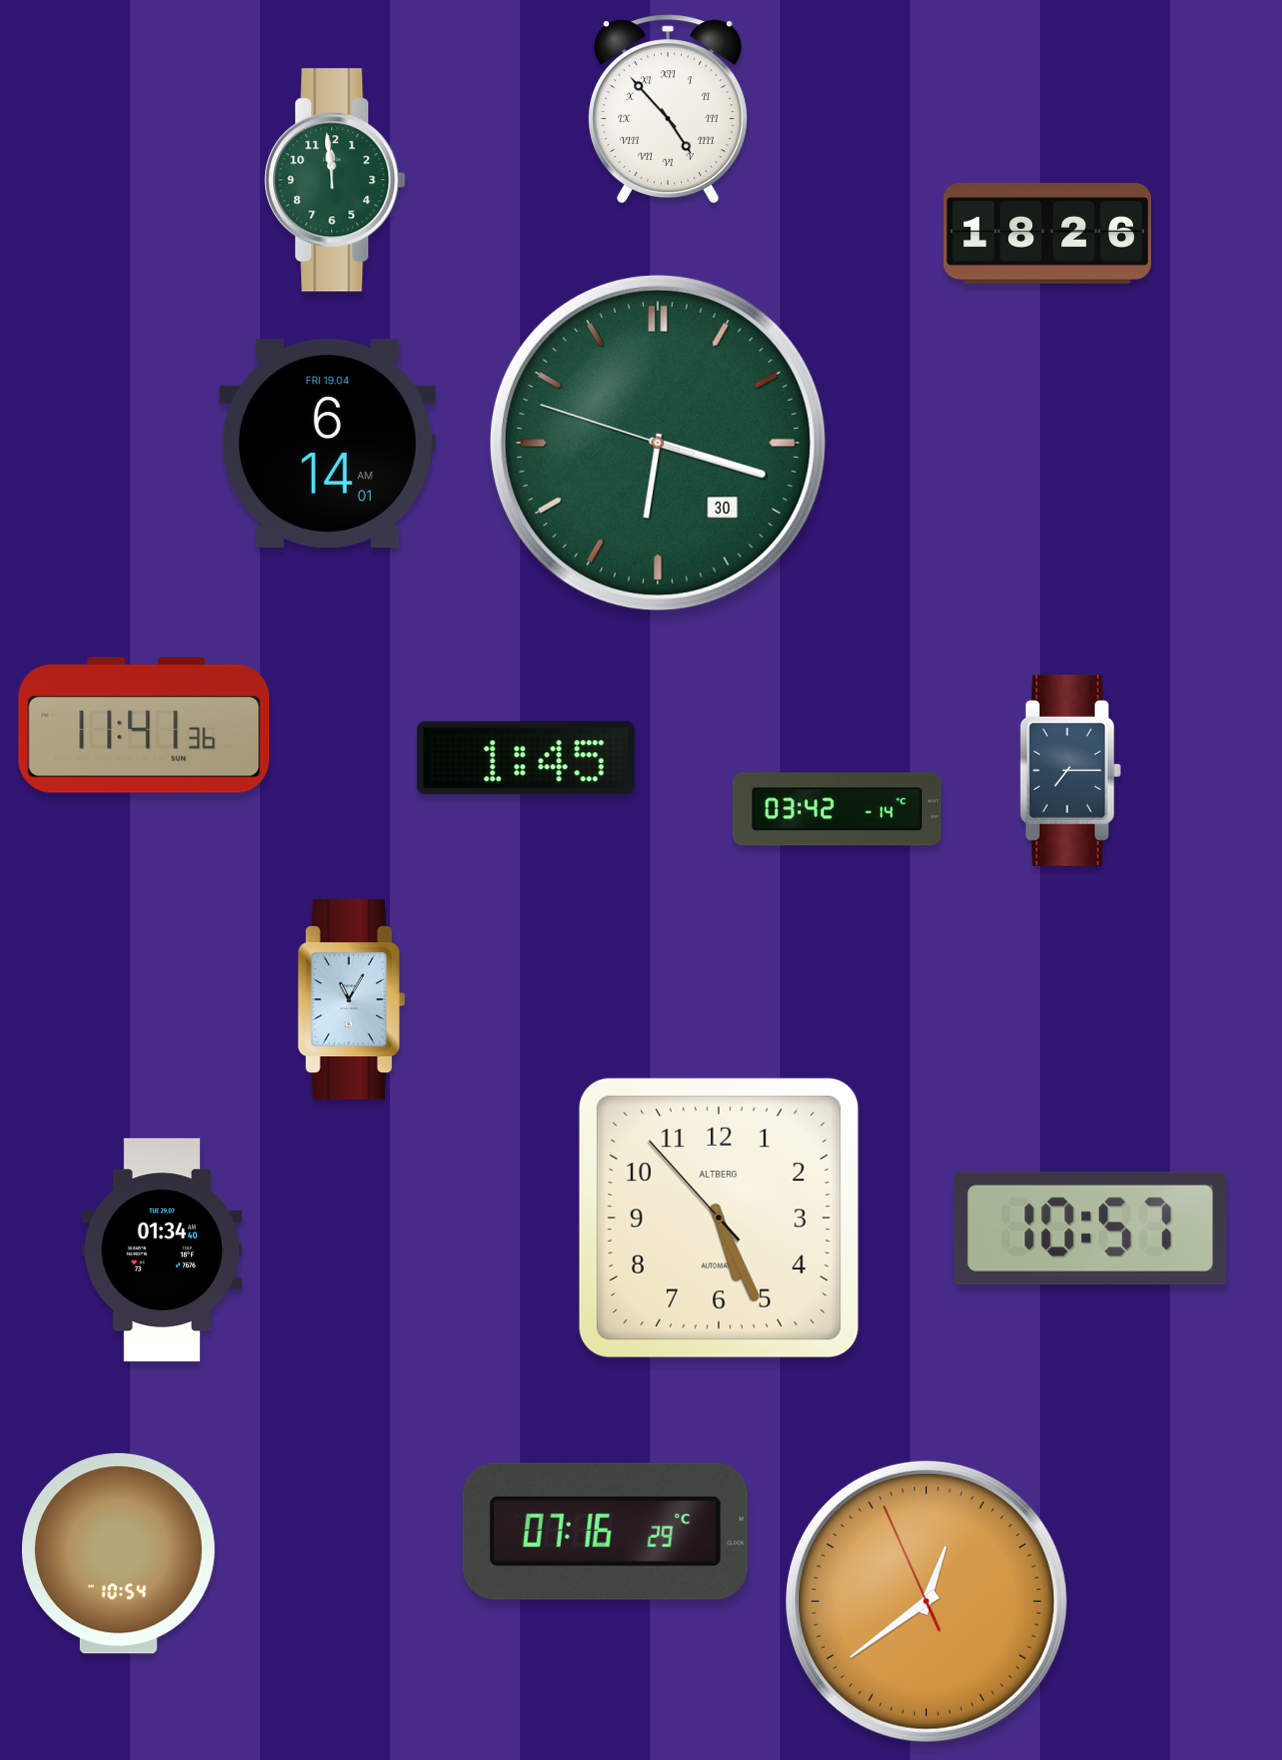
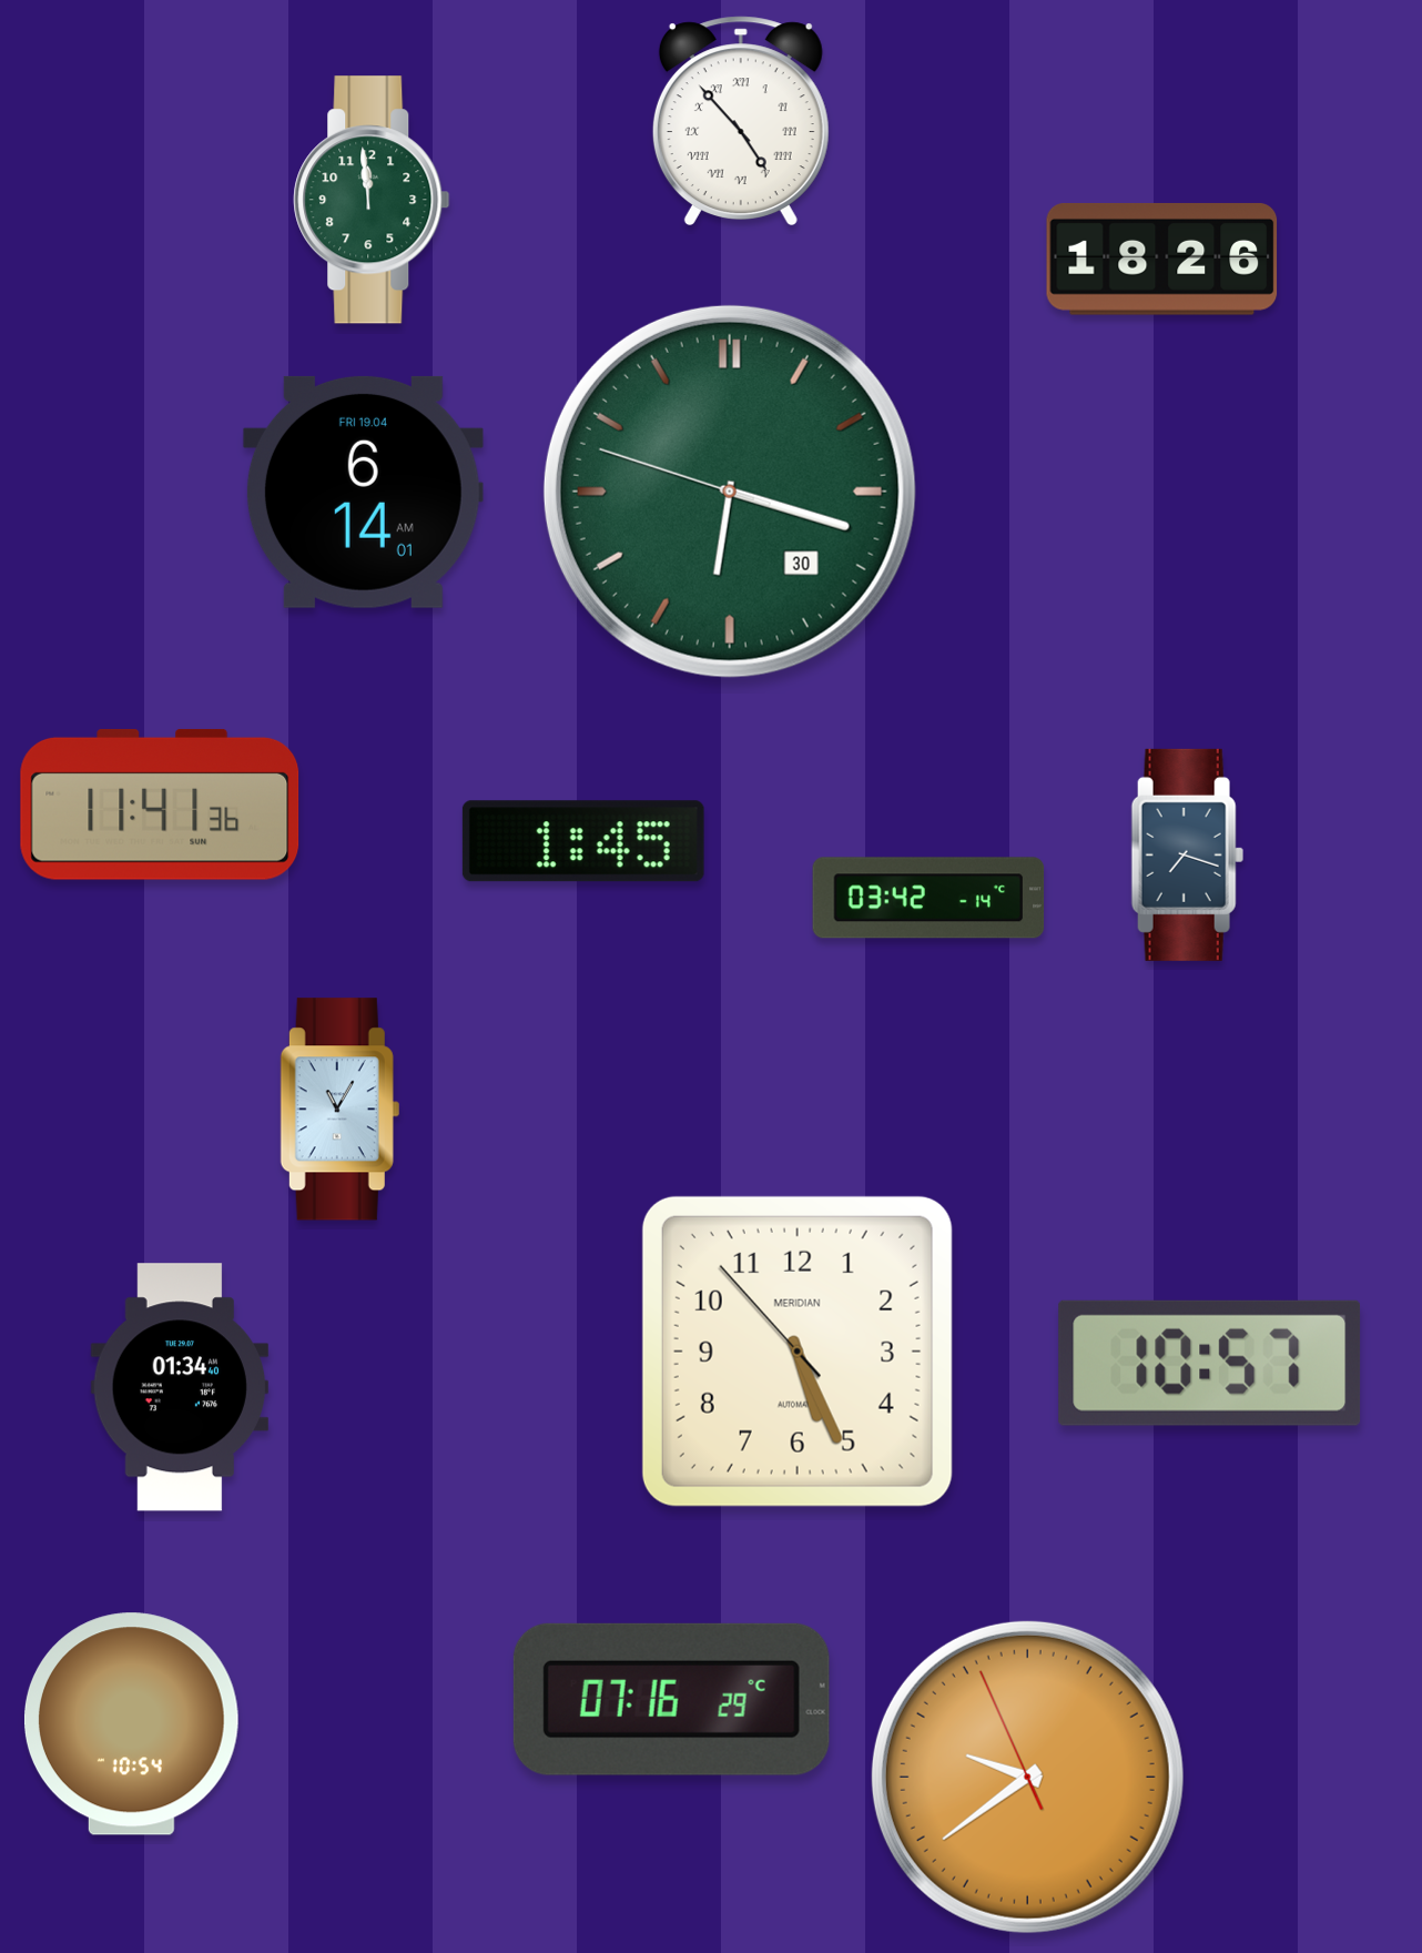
clock at (1070, 770): 7:15 -> 7:18
clock at (351, 1000) position: (351, 1000) -> (339, 1110)
clock at (719, 1218) brand: ALTBERG -> MERIDIAN
clock at (926, 1601): 12:38 -> 9:38
